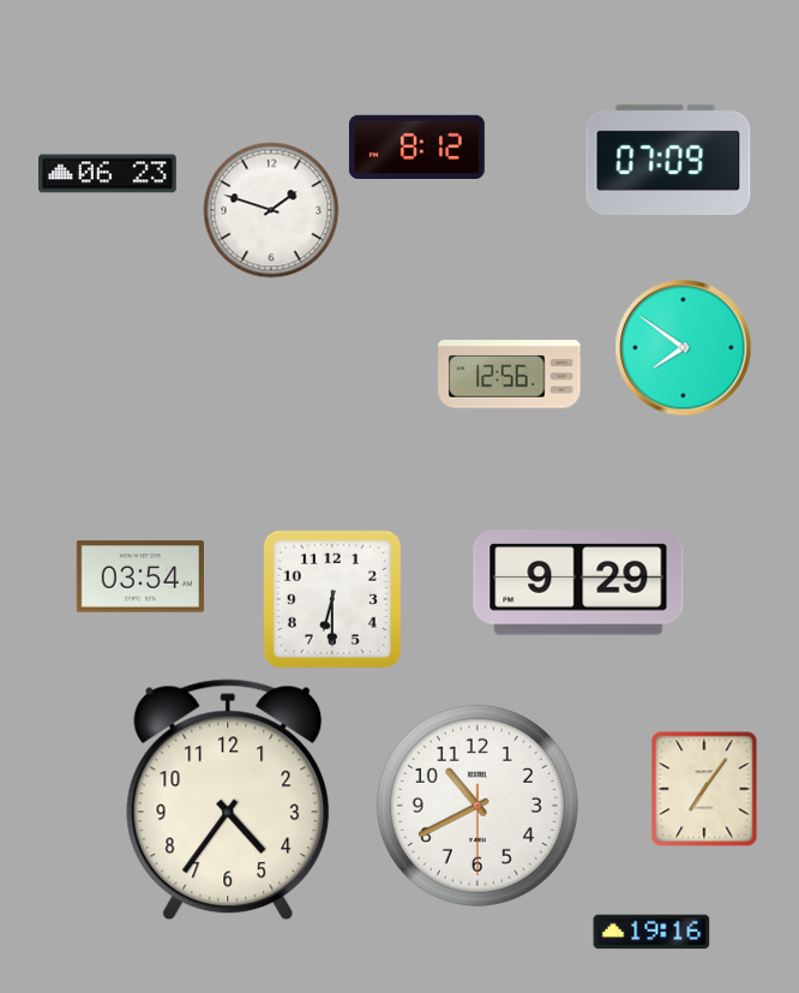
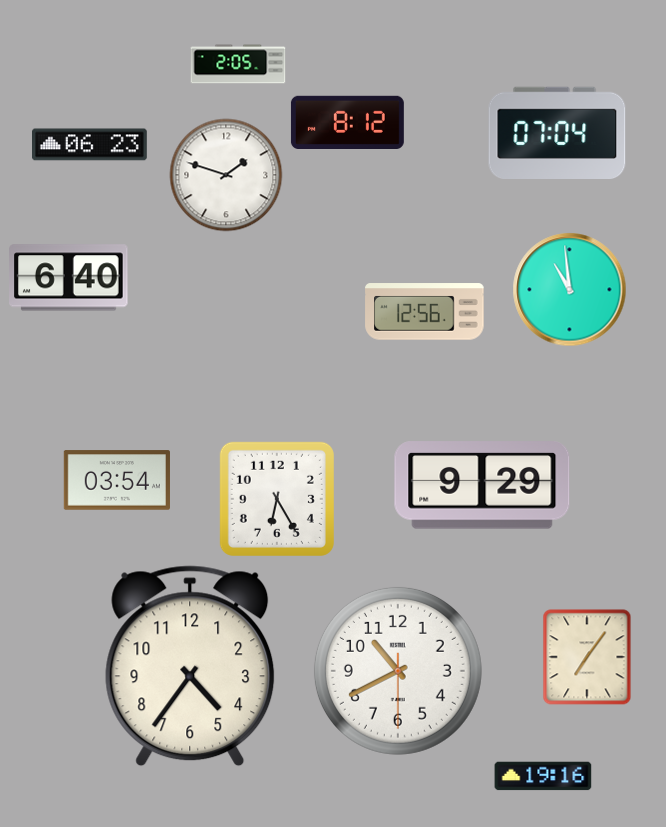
clock at (238, 64): none -> 2:05
clock at (668, 158): 07:09 -> 07:04
clock at (69, 278): none -> 6:40
clock at (684, 348): 7:51 -> 10:59
clock at (332, 599): 6:30 -> 6:25
